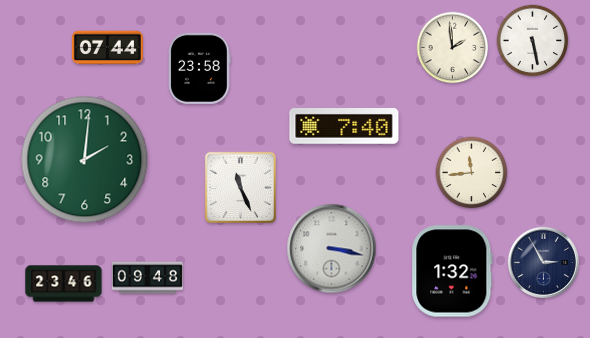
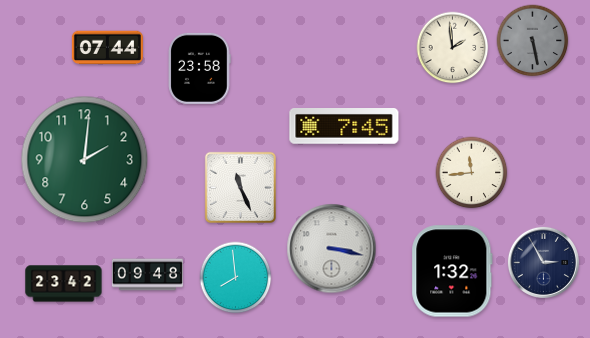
clock at (533, 41) dial: white -> grey
clock at (344, 127): 7:40 -> 7:45
clock at (147, 278) position: (147, 278) -> (147, 275)
clock at (236, 278): none -> 7:59
clock at (64, 284): 23:46 -> 23:42
